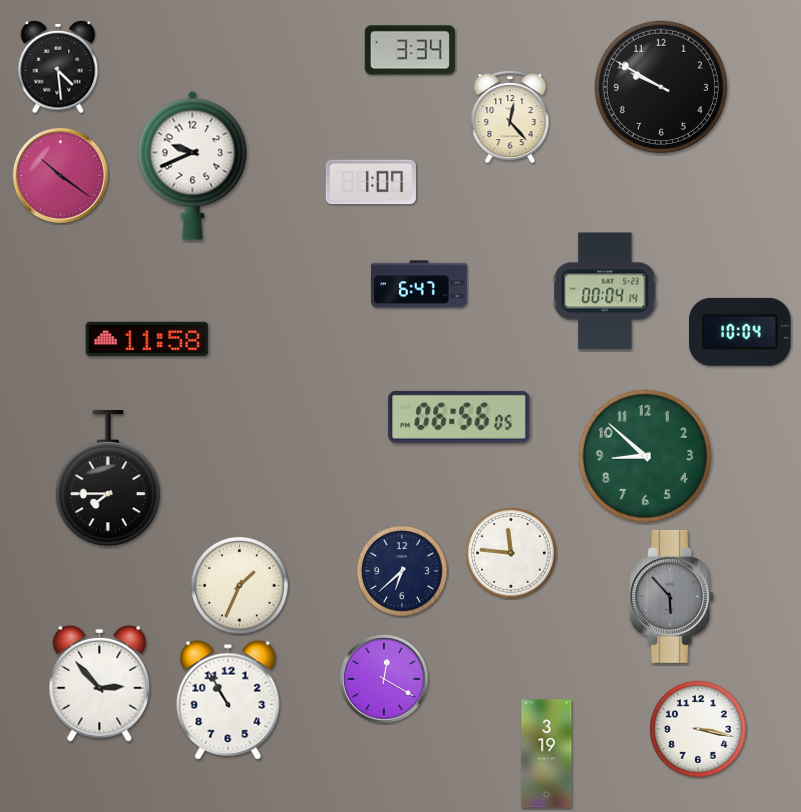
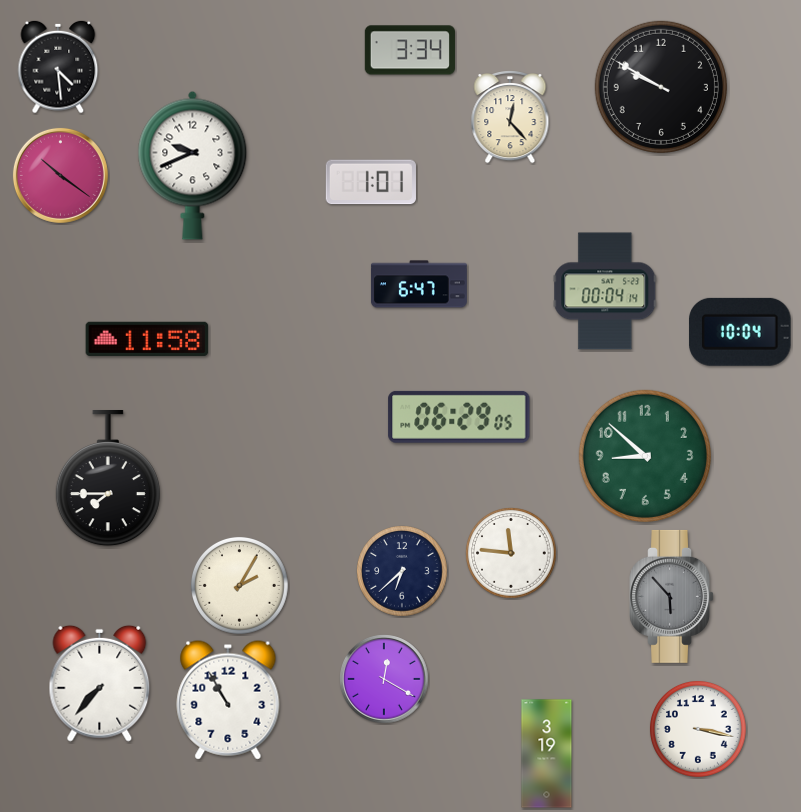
clock at (371, 182): 1:07 -> 1:01
clock at (459, 417): 06:56 -> 06:29
clock at (239, 585): 1:34 -> 2:05
clock at (100, 683): 2:53 -> 7:37
